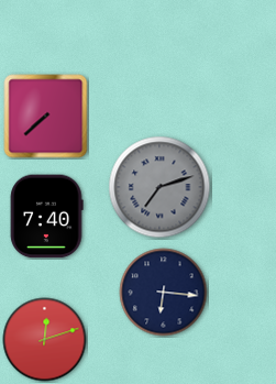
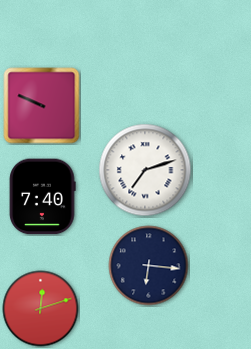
clock at (46, 117): 7:38 -> 9:49
clock at (159, 187) dial: grey -> white
